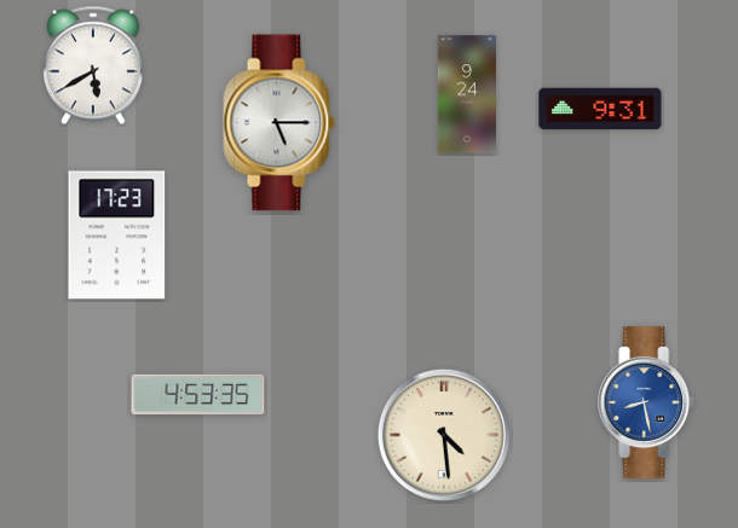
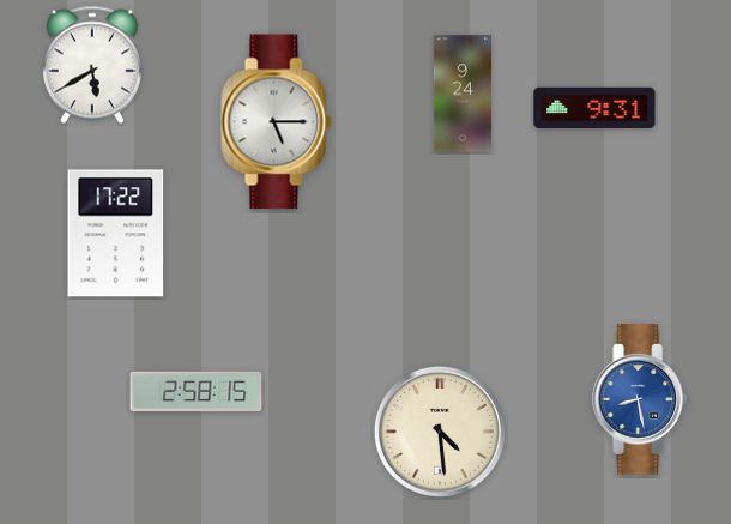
clock at (117, 236): 17:23 -> 17:22
clock at (198, 395): 4:53 -> 2:58
